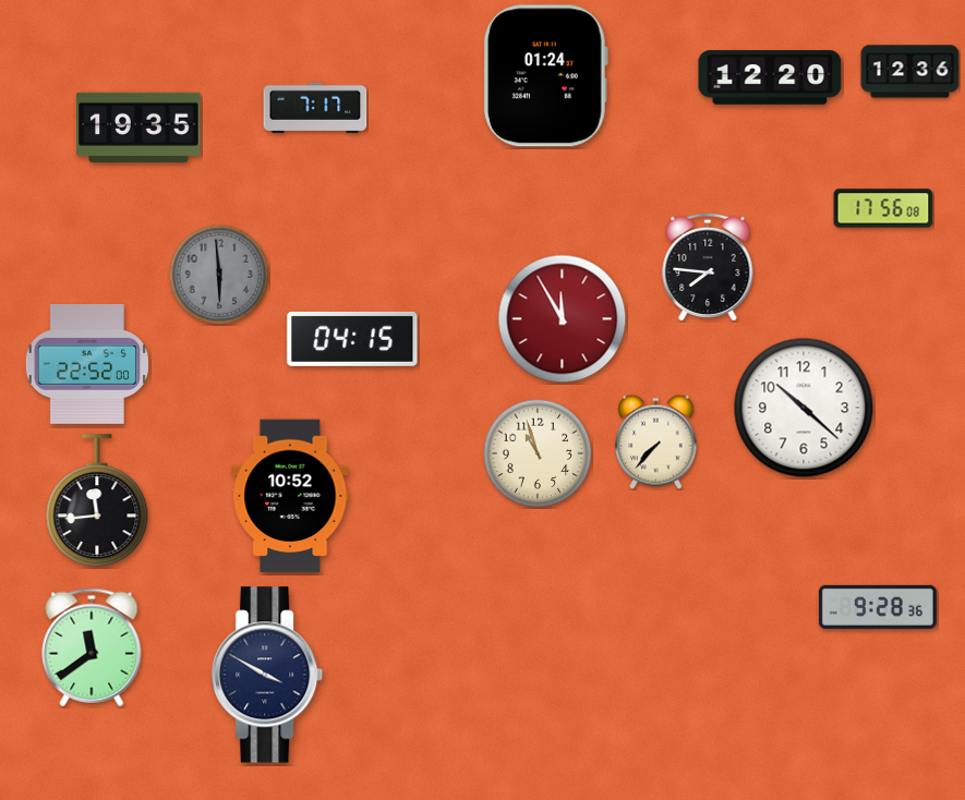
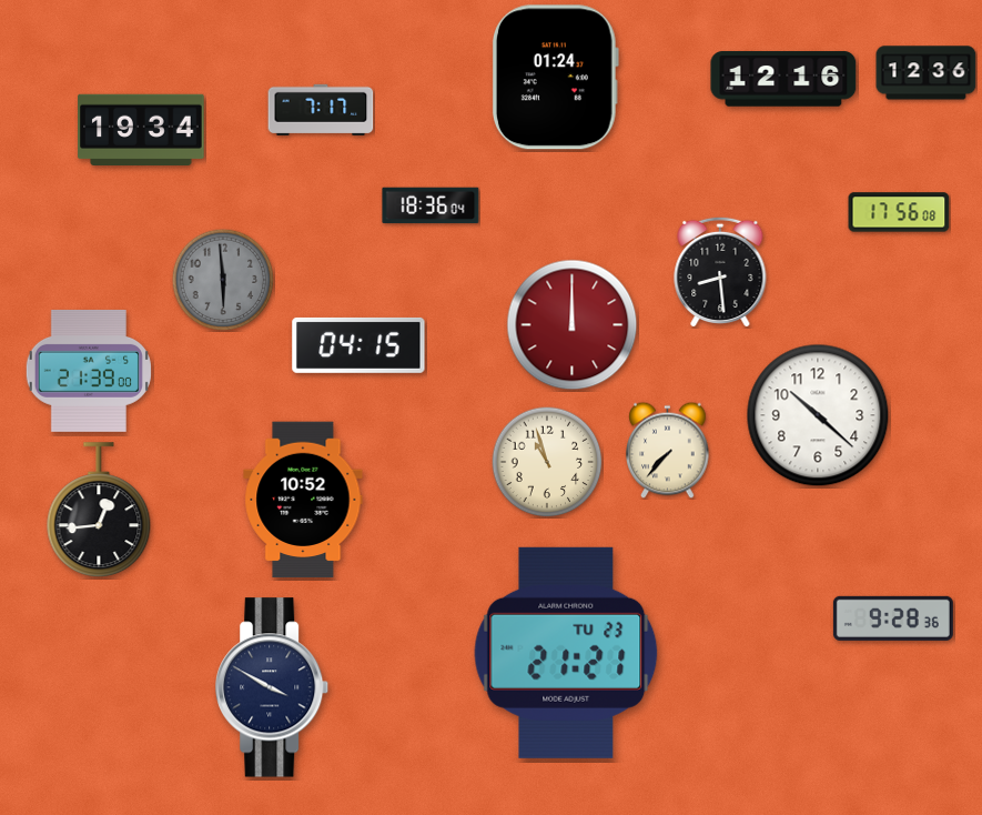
clock at (770, 77): 12:20 -> 12:16
clock at (138, 126): 19:35 -> 19:34
clock at (431, 205): none -> 18:36
clock at (708, 267): 7:46 -> 8:29
clock at (563, 319): 11:55 -> 12:00
clock at (87, 364): 22:52 -> 21:39
clock at (290, 496) position: (290, 496) -> (303, 500)
clock at (97, 501): 11:44 -> 12:44
clock at (566, 653): none -> 21:21
clock at (92, 647): 11:39 -> none
